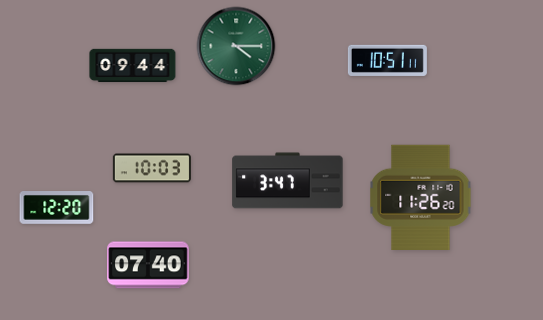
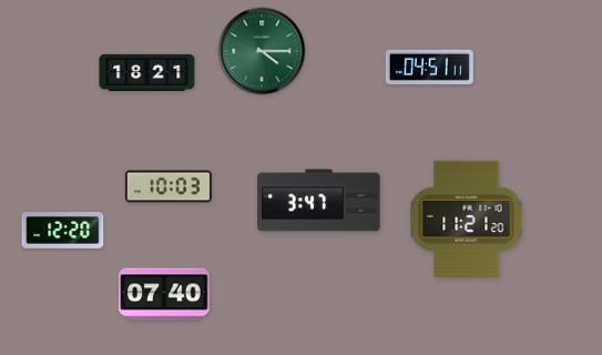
clock at (387, 60): 10:51 -> 04:51
clock at (133, 66): 09:44 -> 18:21
clock at (421, 197): 11:26 -> 11:21
